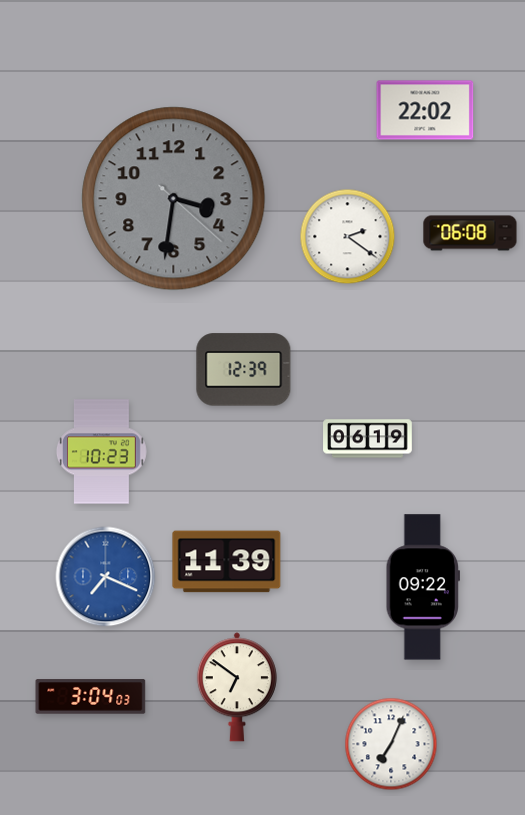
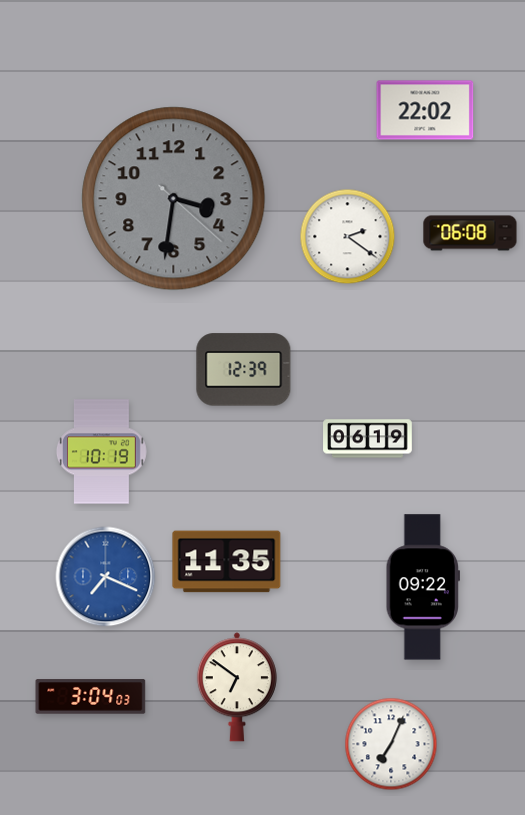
clock at (101, 452): 10:23 -> 10:19
clock at (227, 562): 11:39 -> 11:35
